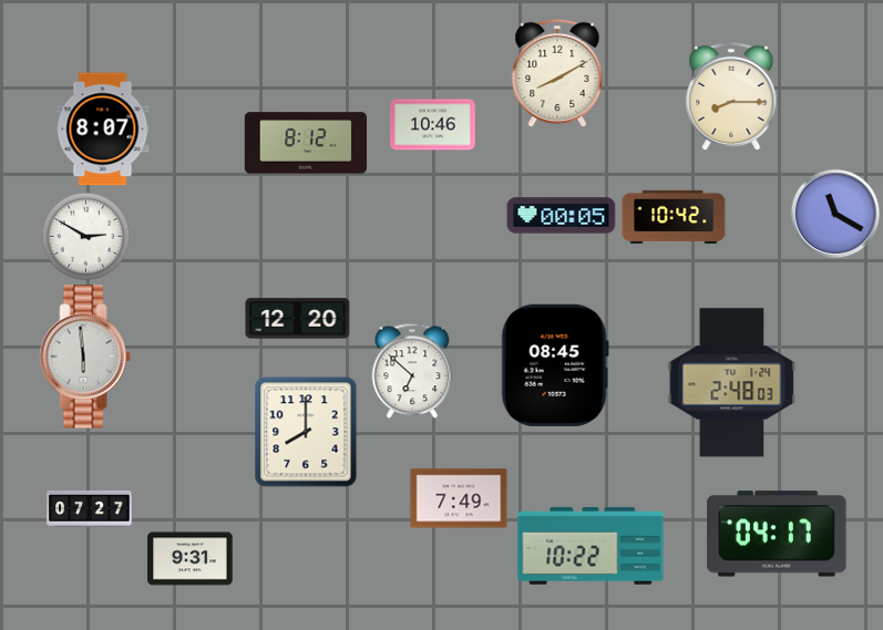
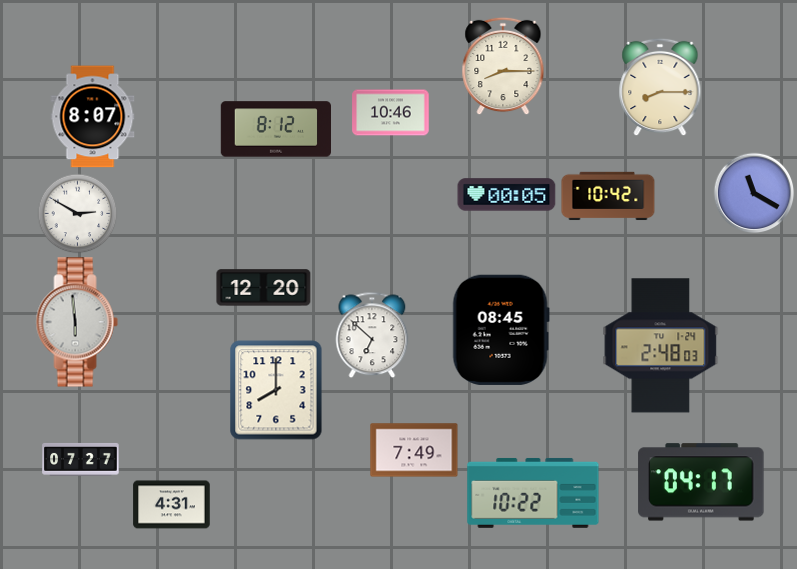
clock at (557, 73): 8:10 -> 8:15
clock at (298, 319) position: (298, 319) -> (264, 288)
clock at (191, 559): 9:31 -> 4:31
